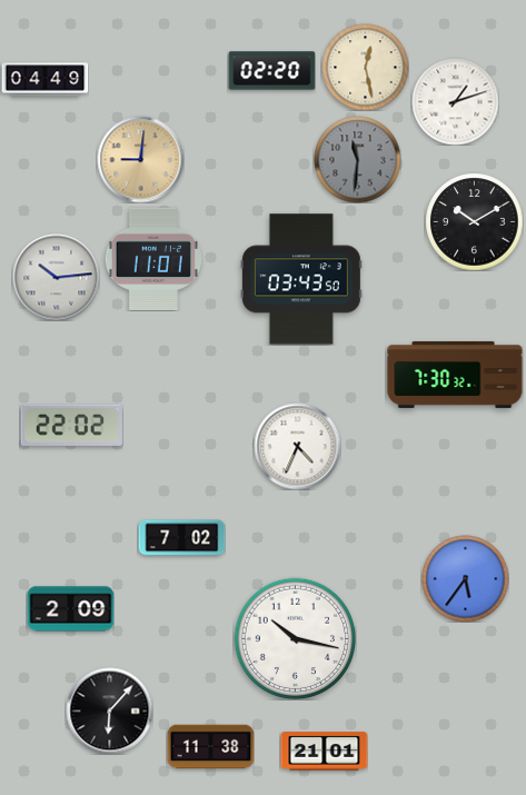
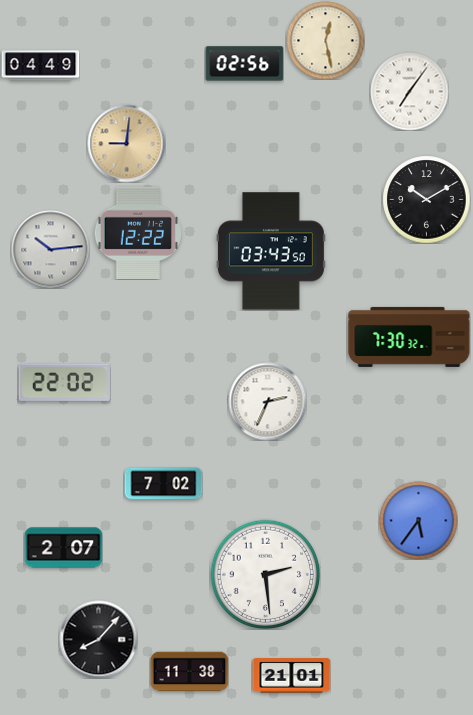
clock at (365, 67) position: (365, 67) -> (325, 40)
clock at (271, 71): 02:20 -> 02:56
clock at (44, 80) position: (44, 80) -> (40, 66)
clock at (455, 101): 1:12 -> 7:06
clock at (357, 159): 11:31 -> none
clock at (153, 259): 11:01 -> 12:22
clock at (297, 446): 4:34 -> 2:34
clock at (70, 609): 2:09 -> 2:07
clock at (295, 638): 10:17 -> 2:29
clock at (109, 710): 6:07 -> 8:07
